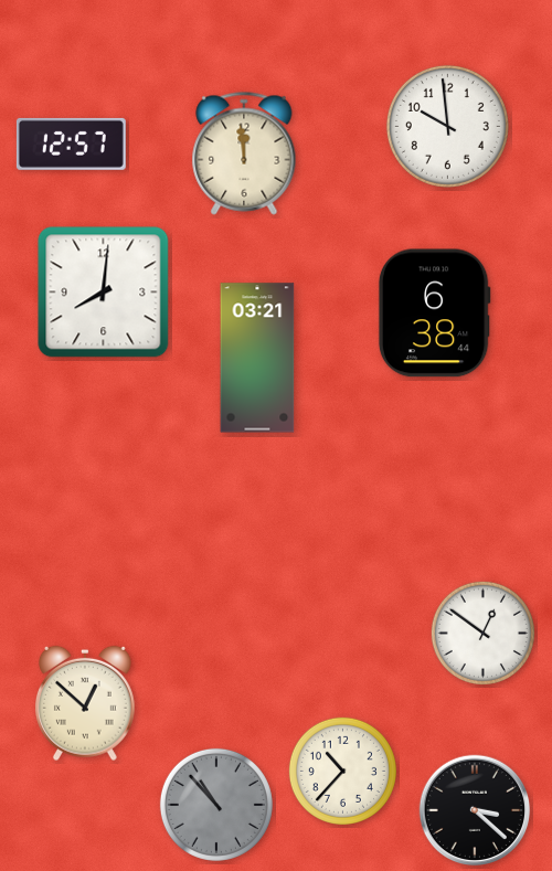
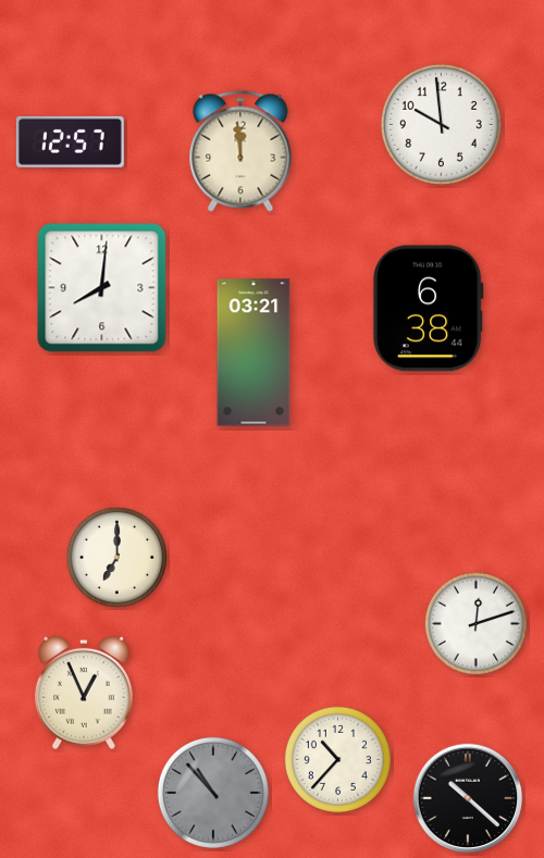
clock at (116, 557): none -> 7:00
clock at (482, 633): 12:51 -> 12:12
clock at (86, 703): 12:52 -> 12:56
clock at (475, 810): 3:22 -> 10:22
